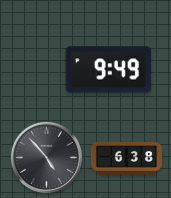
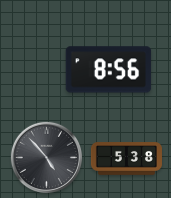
clock at (109, 70): 9:49 -> 8:56
clock at (126, 159): 6:38 -> 5:38
